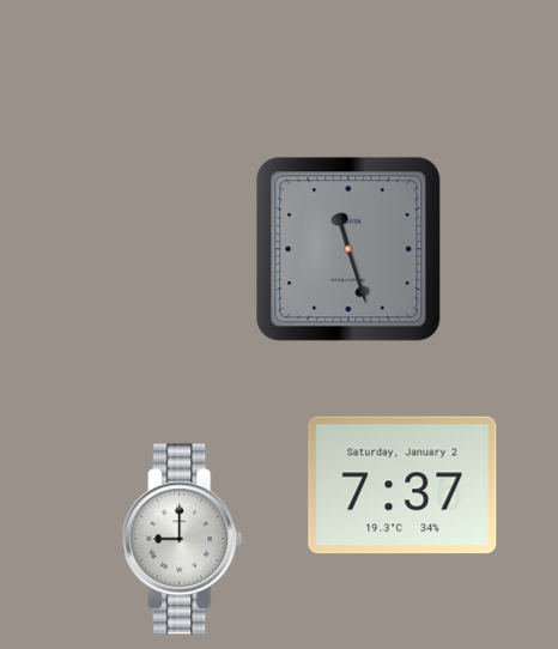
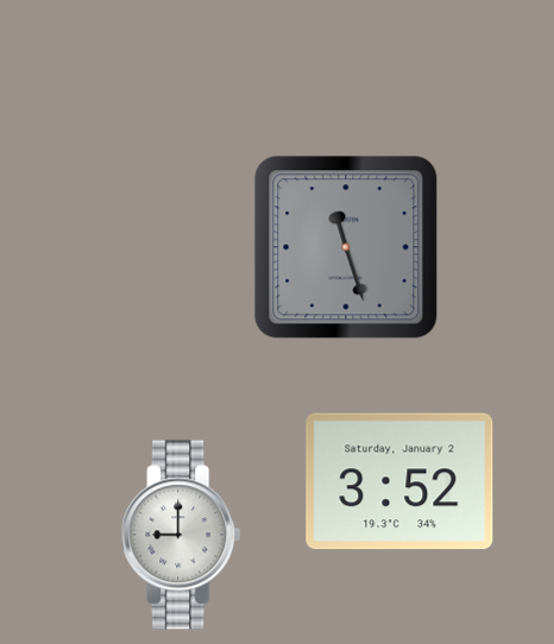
clock at (402, 485): 7:37 -> 3:52
